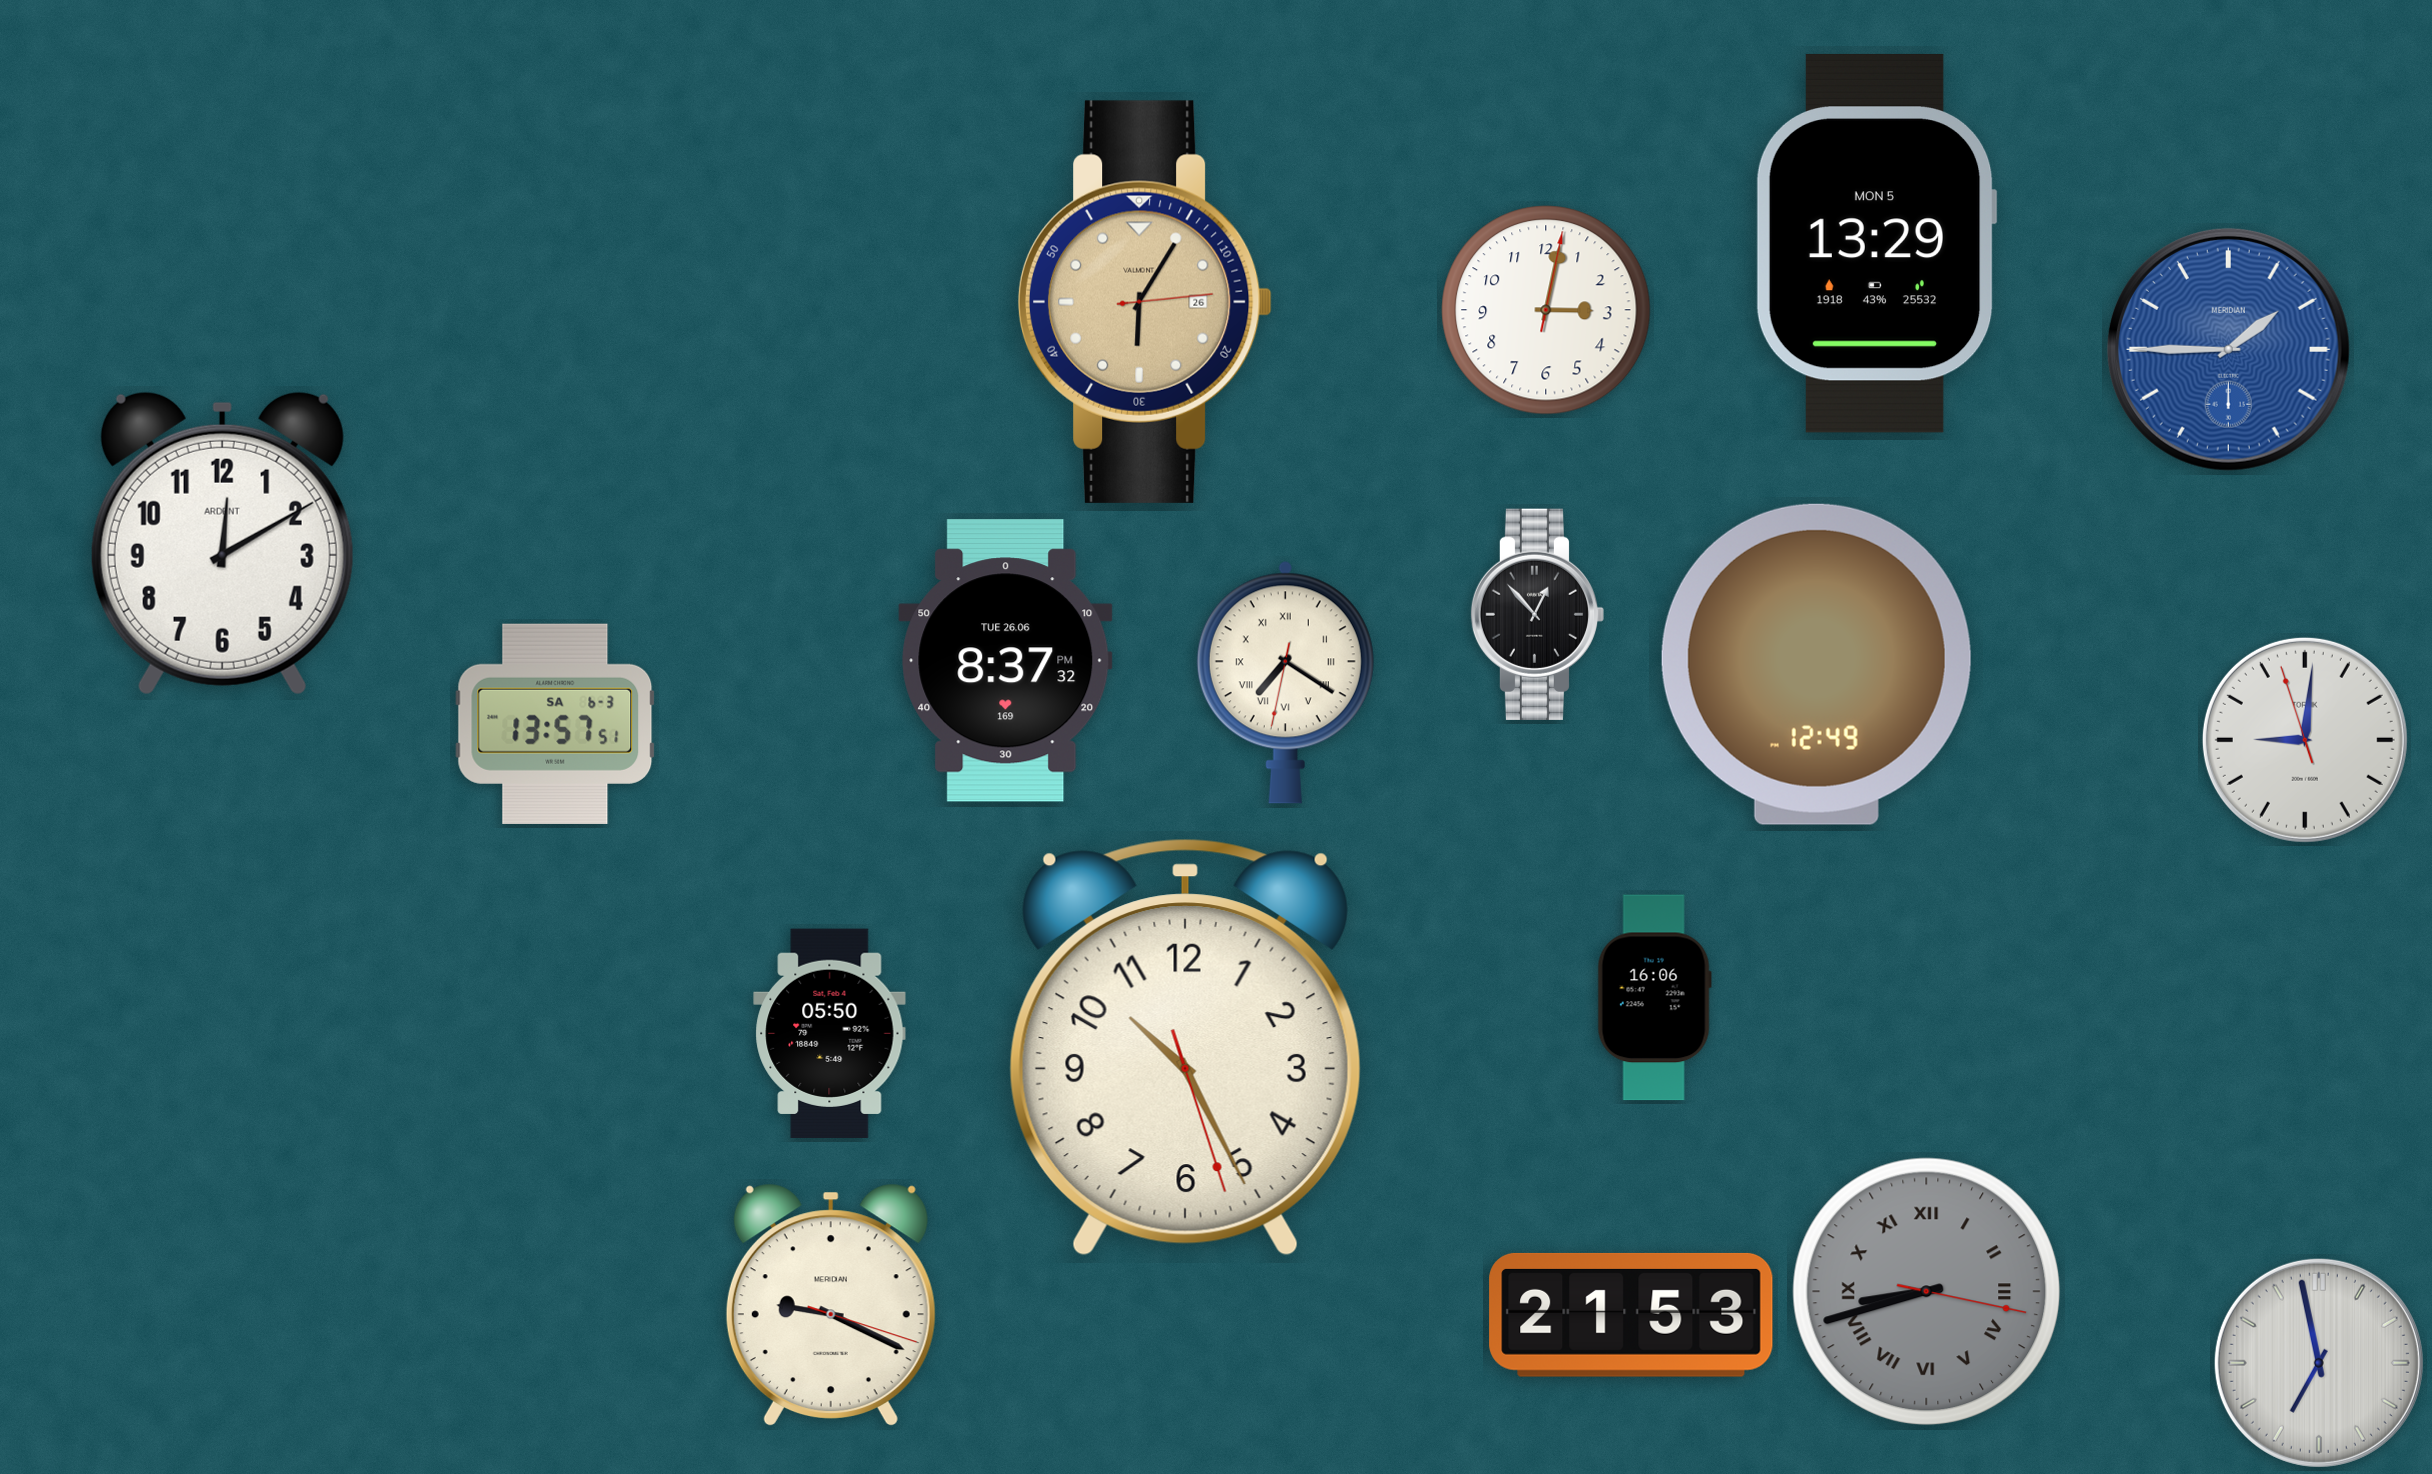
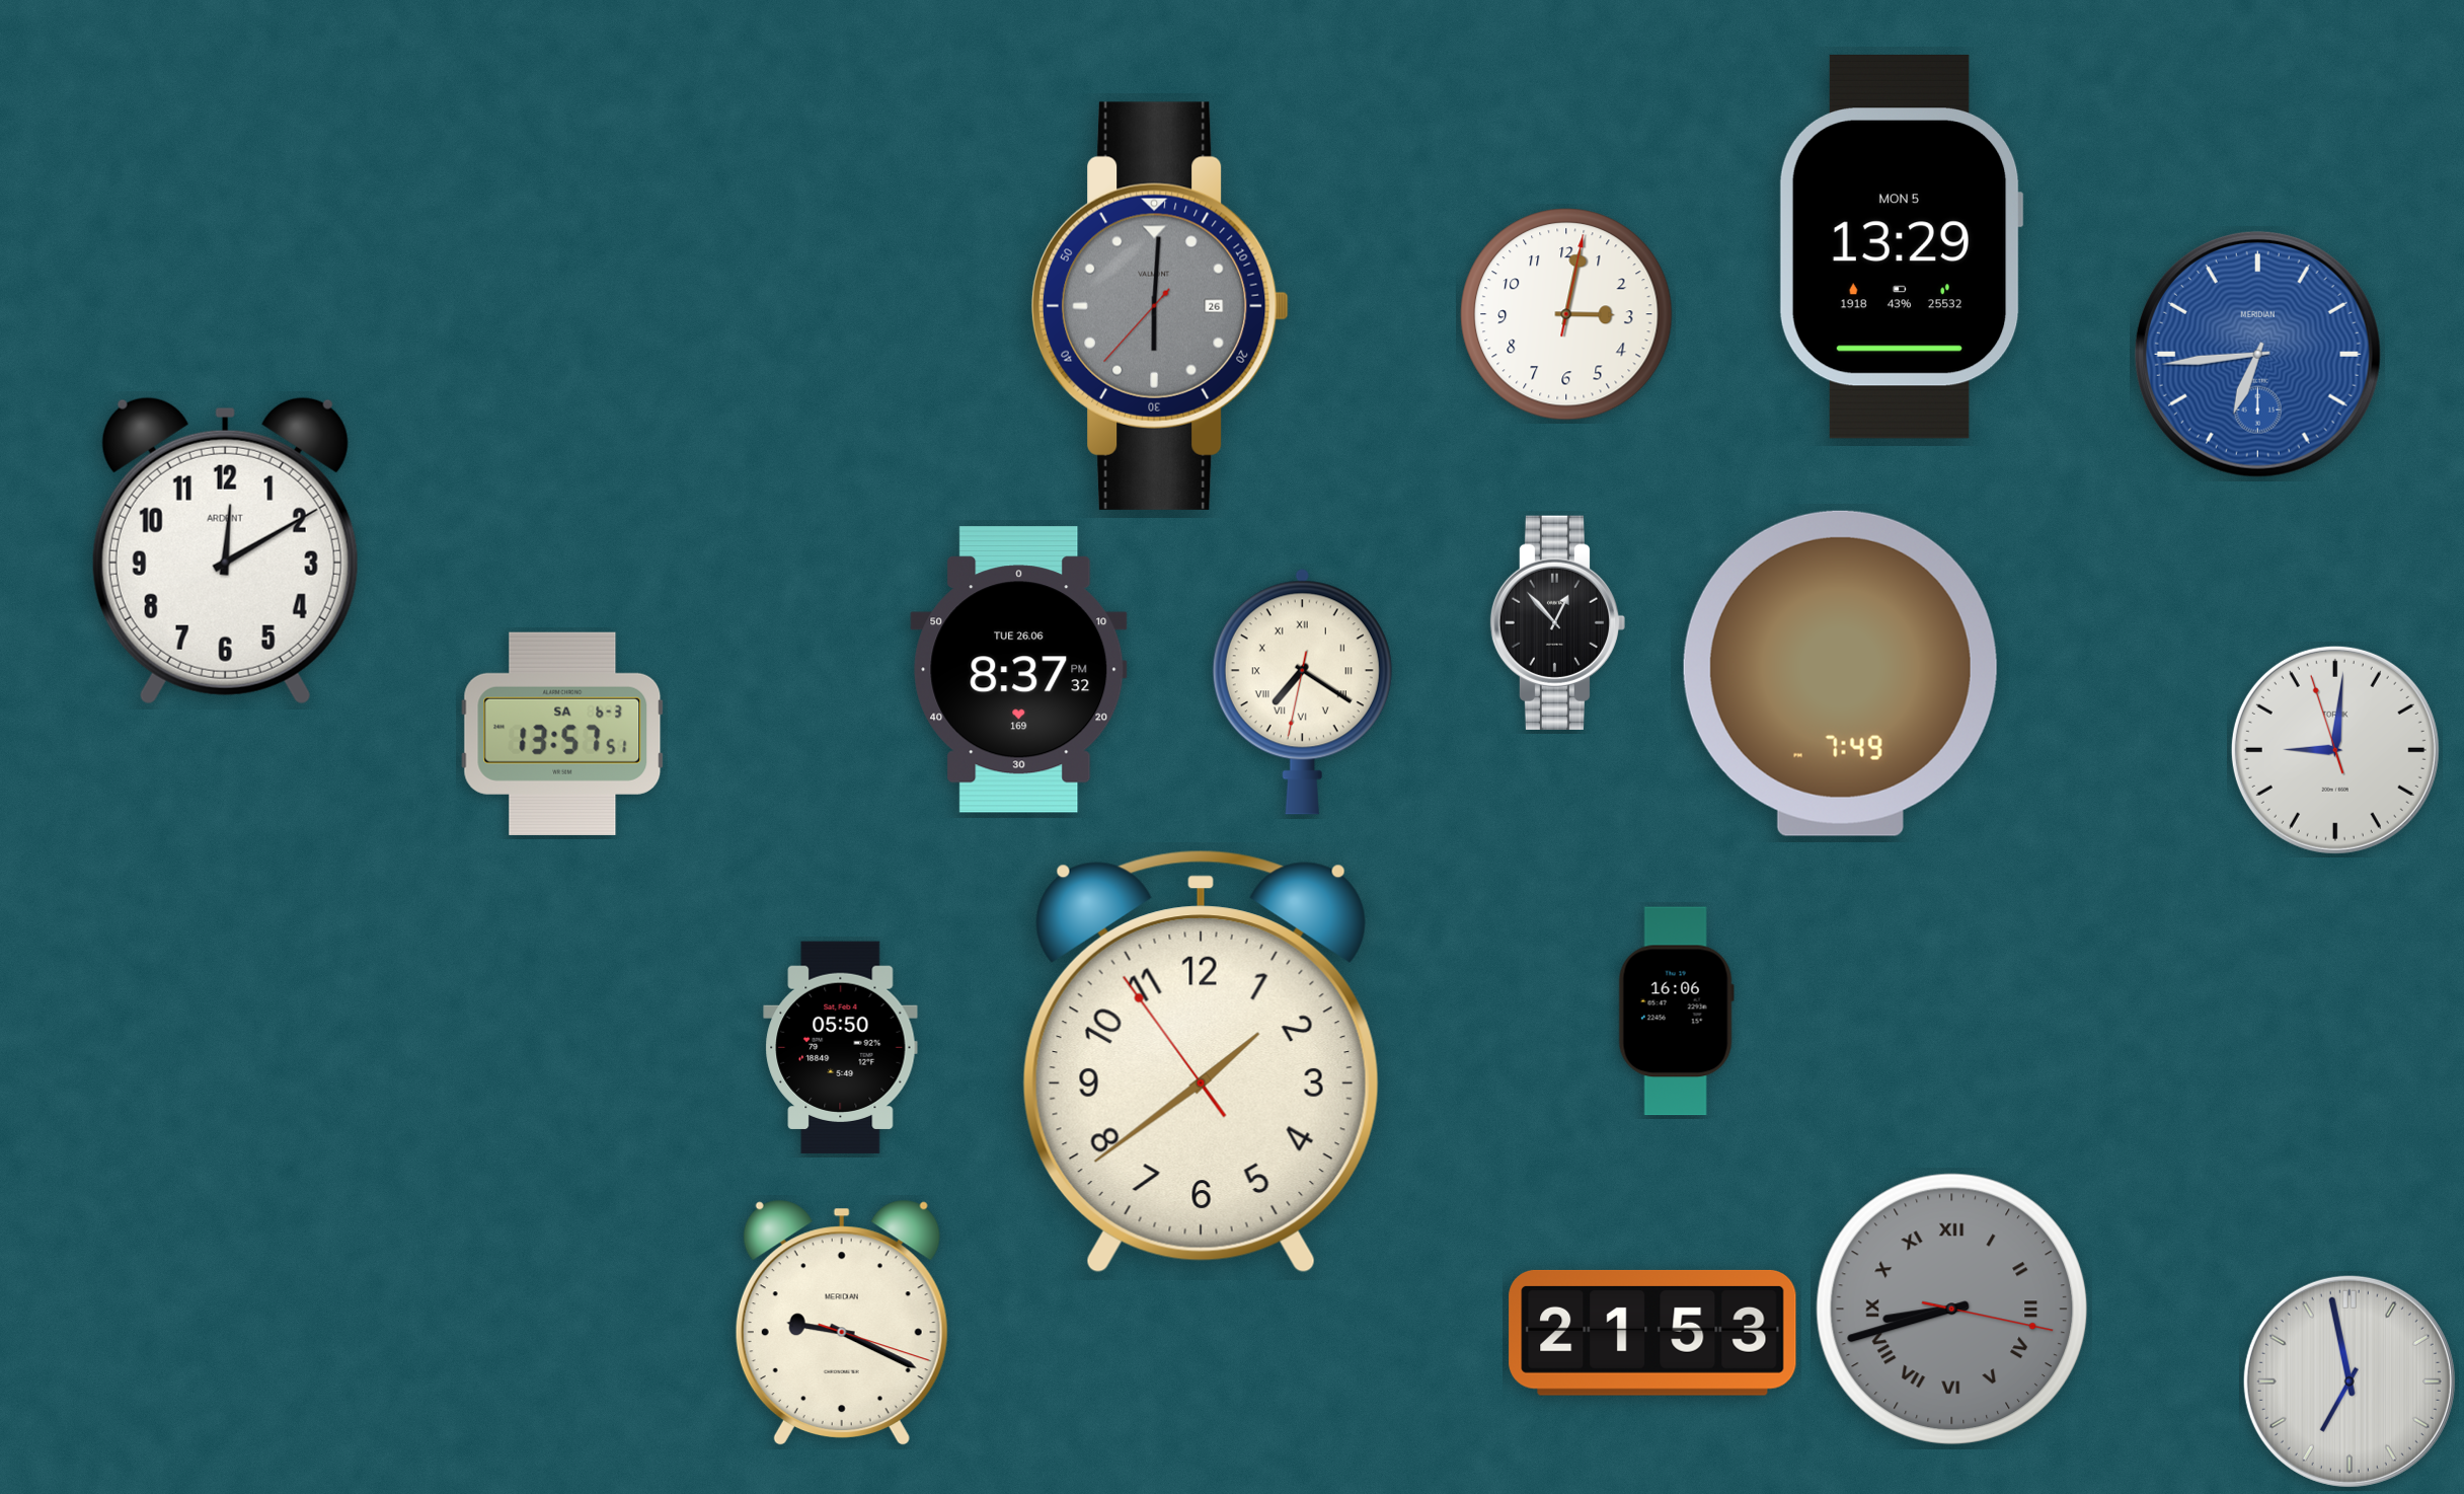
clock at (1145, 302): 6:05 -> 6:00
clock at (1145, 302) dial: champagne -> grey
clock at (2228, 349): 1:45 -> 6:44
clock at (1816, 664): 12:49 -> 7:49
clock at (1185, 1048): 10:25 -> 1:38
